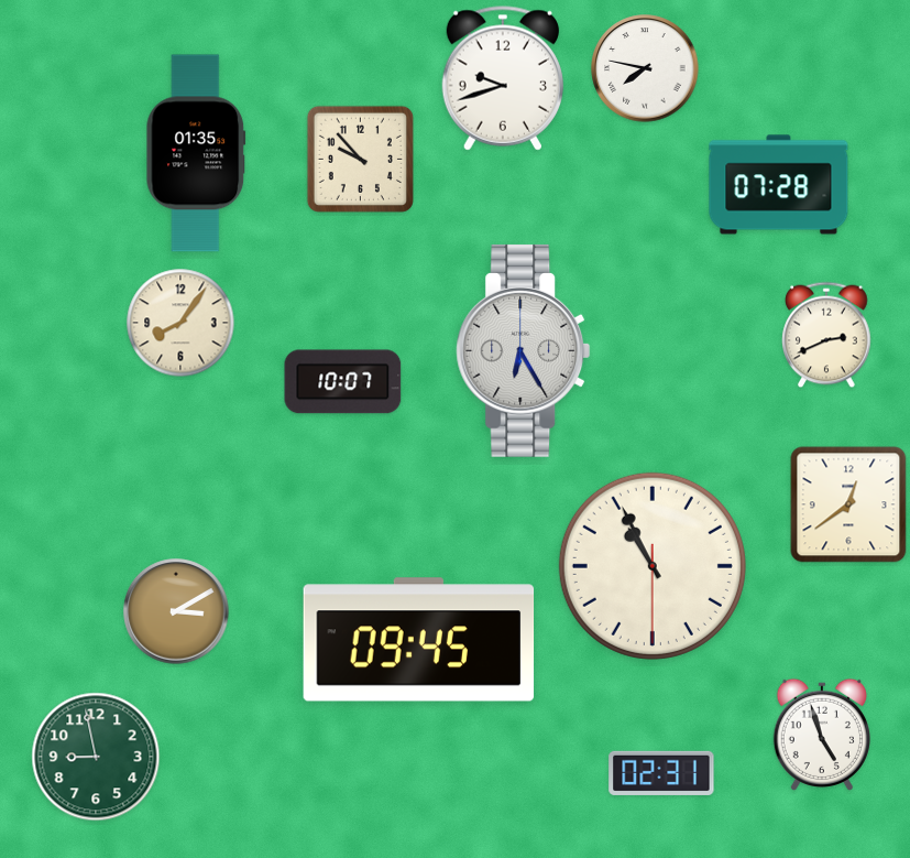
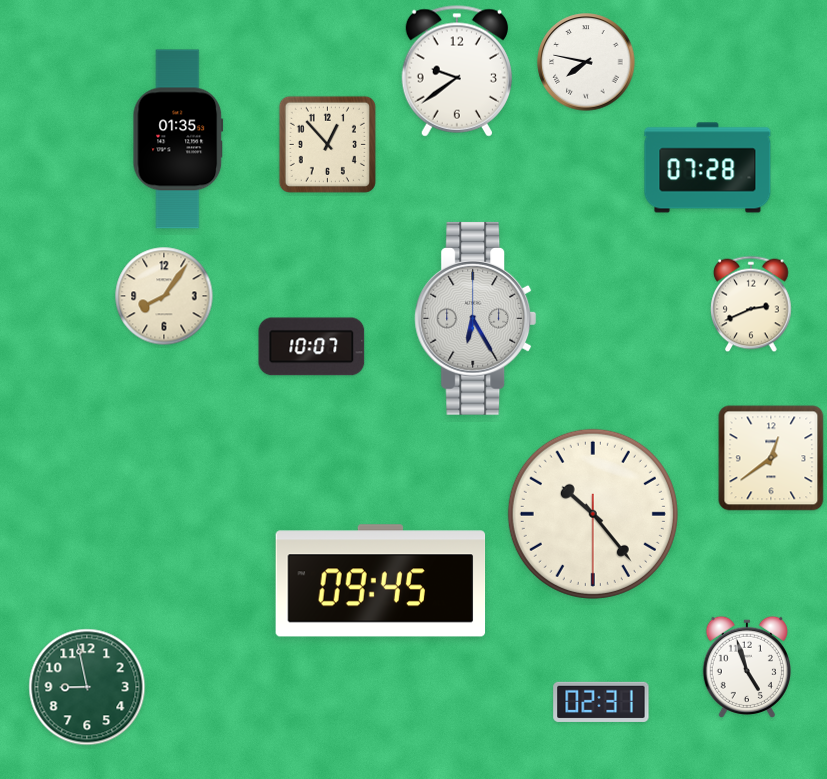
clock at (503, 78): 9:42 -> 9:39
clock at (360, 159): 9:53 -> 12:53
clock at (180, 323) position: (180, 323) -> (164, 296)
clock at (653, 566): 10:55 -> 10:23
clock at (176, 611): 3:10 -> none
